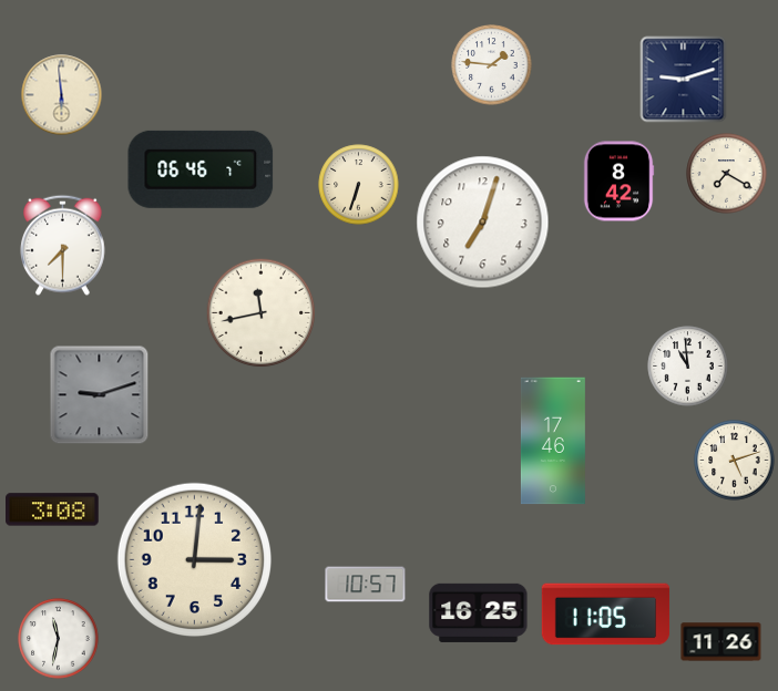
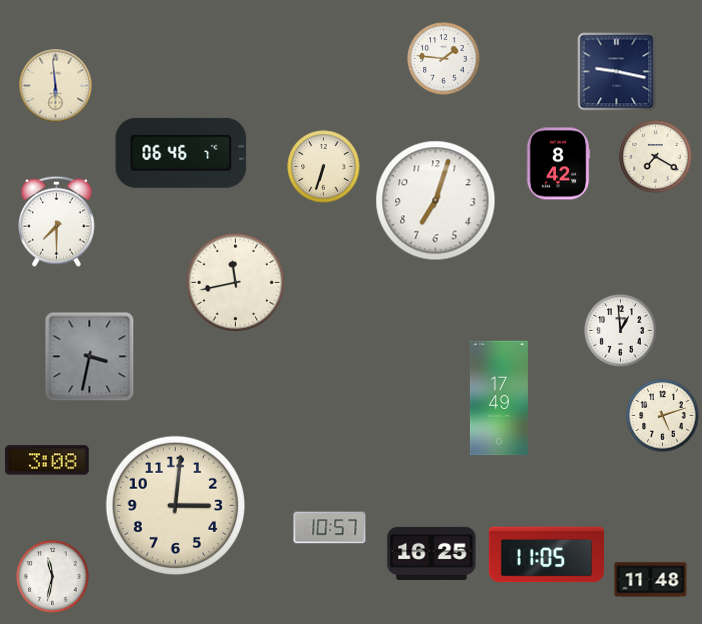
clock at (684, 80): 9:12 -> 9:17
clock at (688, 367): 10:59 -> 12:59
clock at (100, 395): 9:12 -> 3:32
clock at (553, 441): 17:46 -> 17:49
clock at (721, 642): 11:26 -> 11:48
